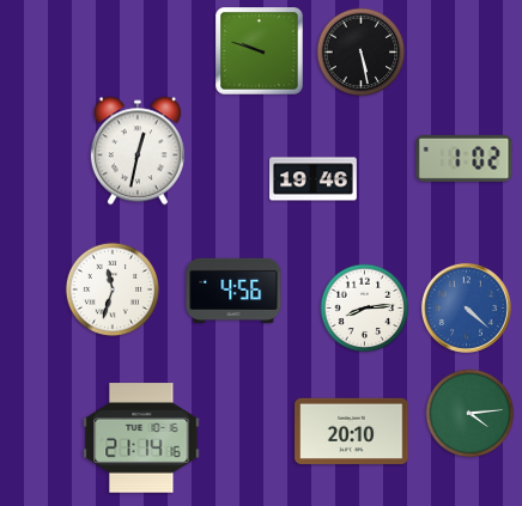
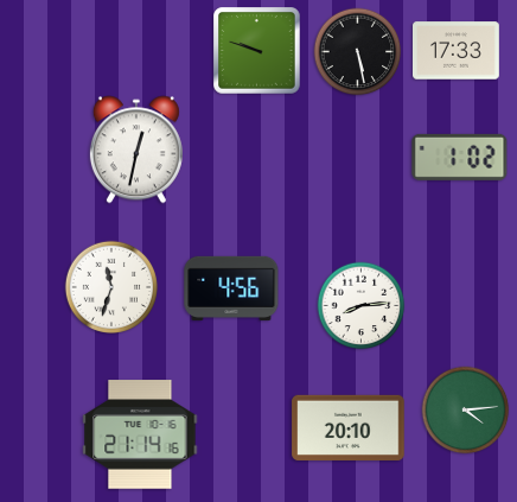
clock at (457, 51): none -> 17:33
clock at (314, 179): 19:46 -> none
clock at (466, 307): 4:22 -> none
